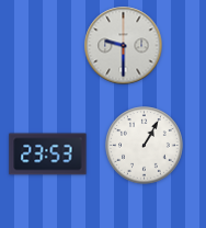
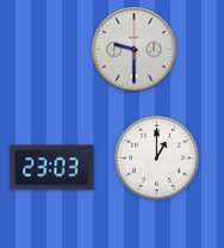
clock at (145, 146): 1:05 -> 1:00
clock at (48, 155): 23:53 -> 23:03
